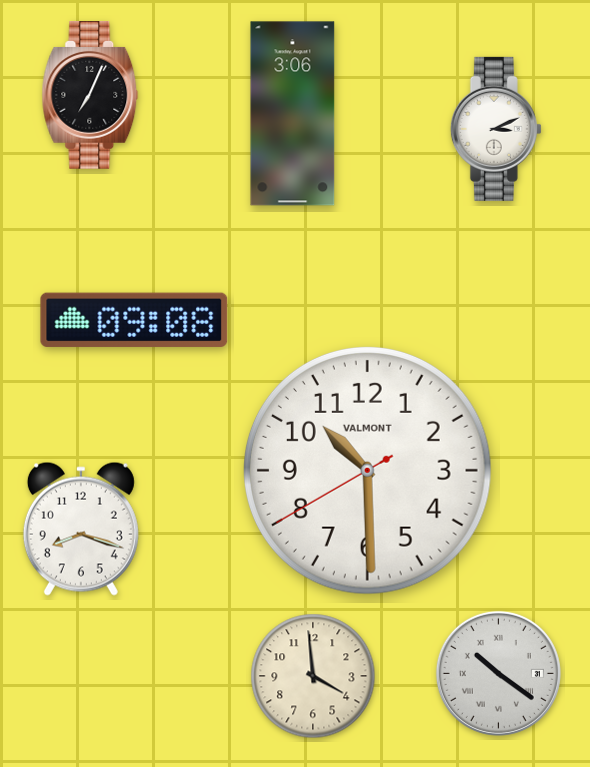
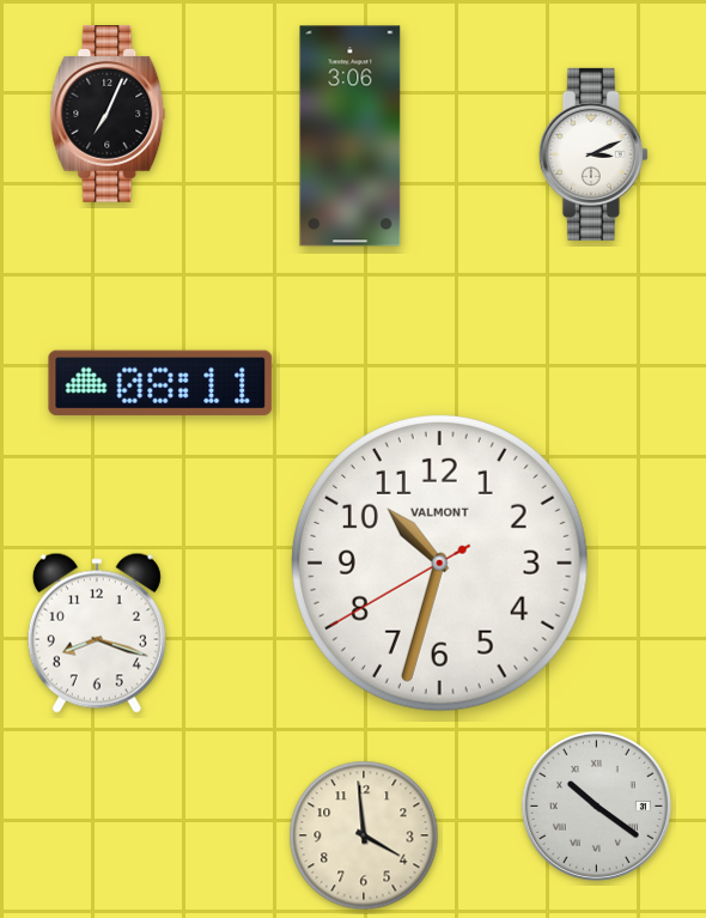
clock at (134, 320): 09:08 -> 08:11
clock at (367, 470): 10:29 -> 10:32
clock at (313, 676) position: (313, 676) -> (364, 835)
